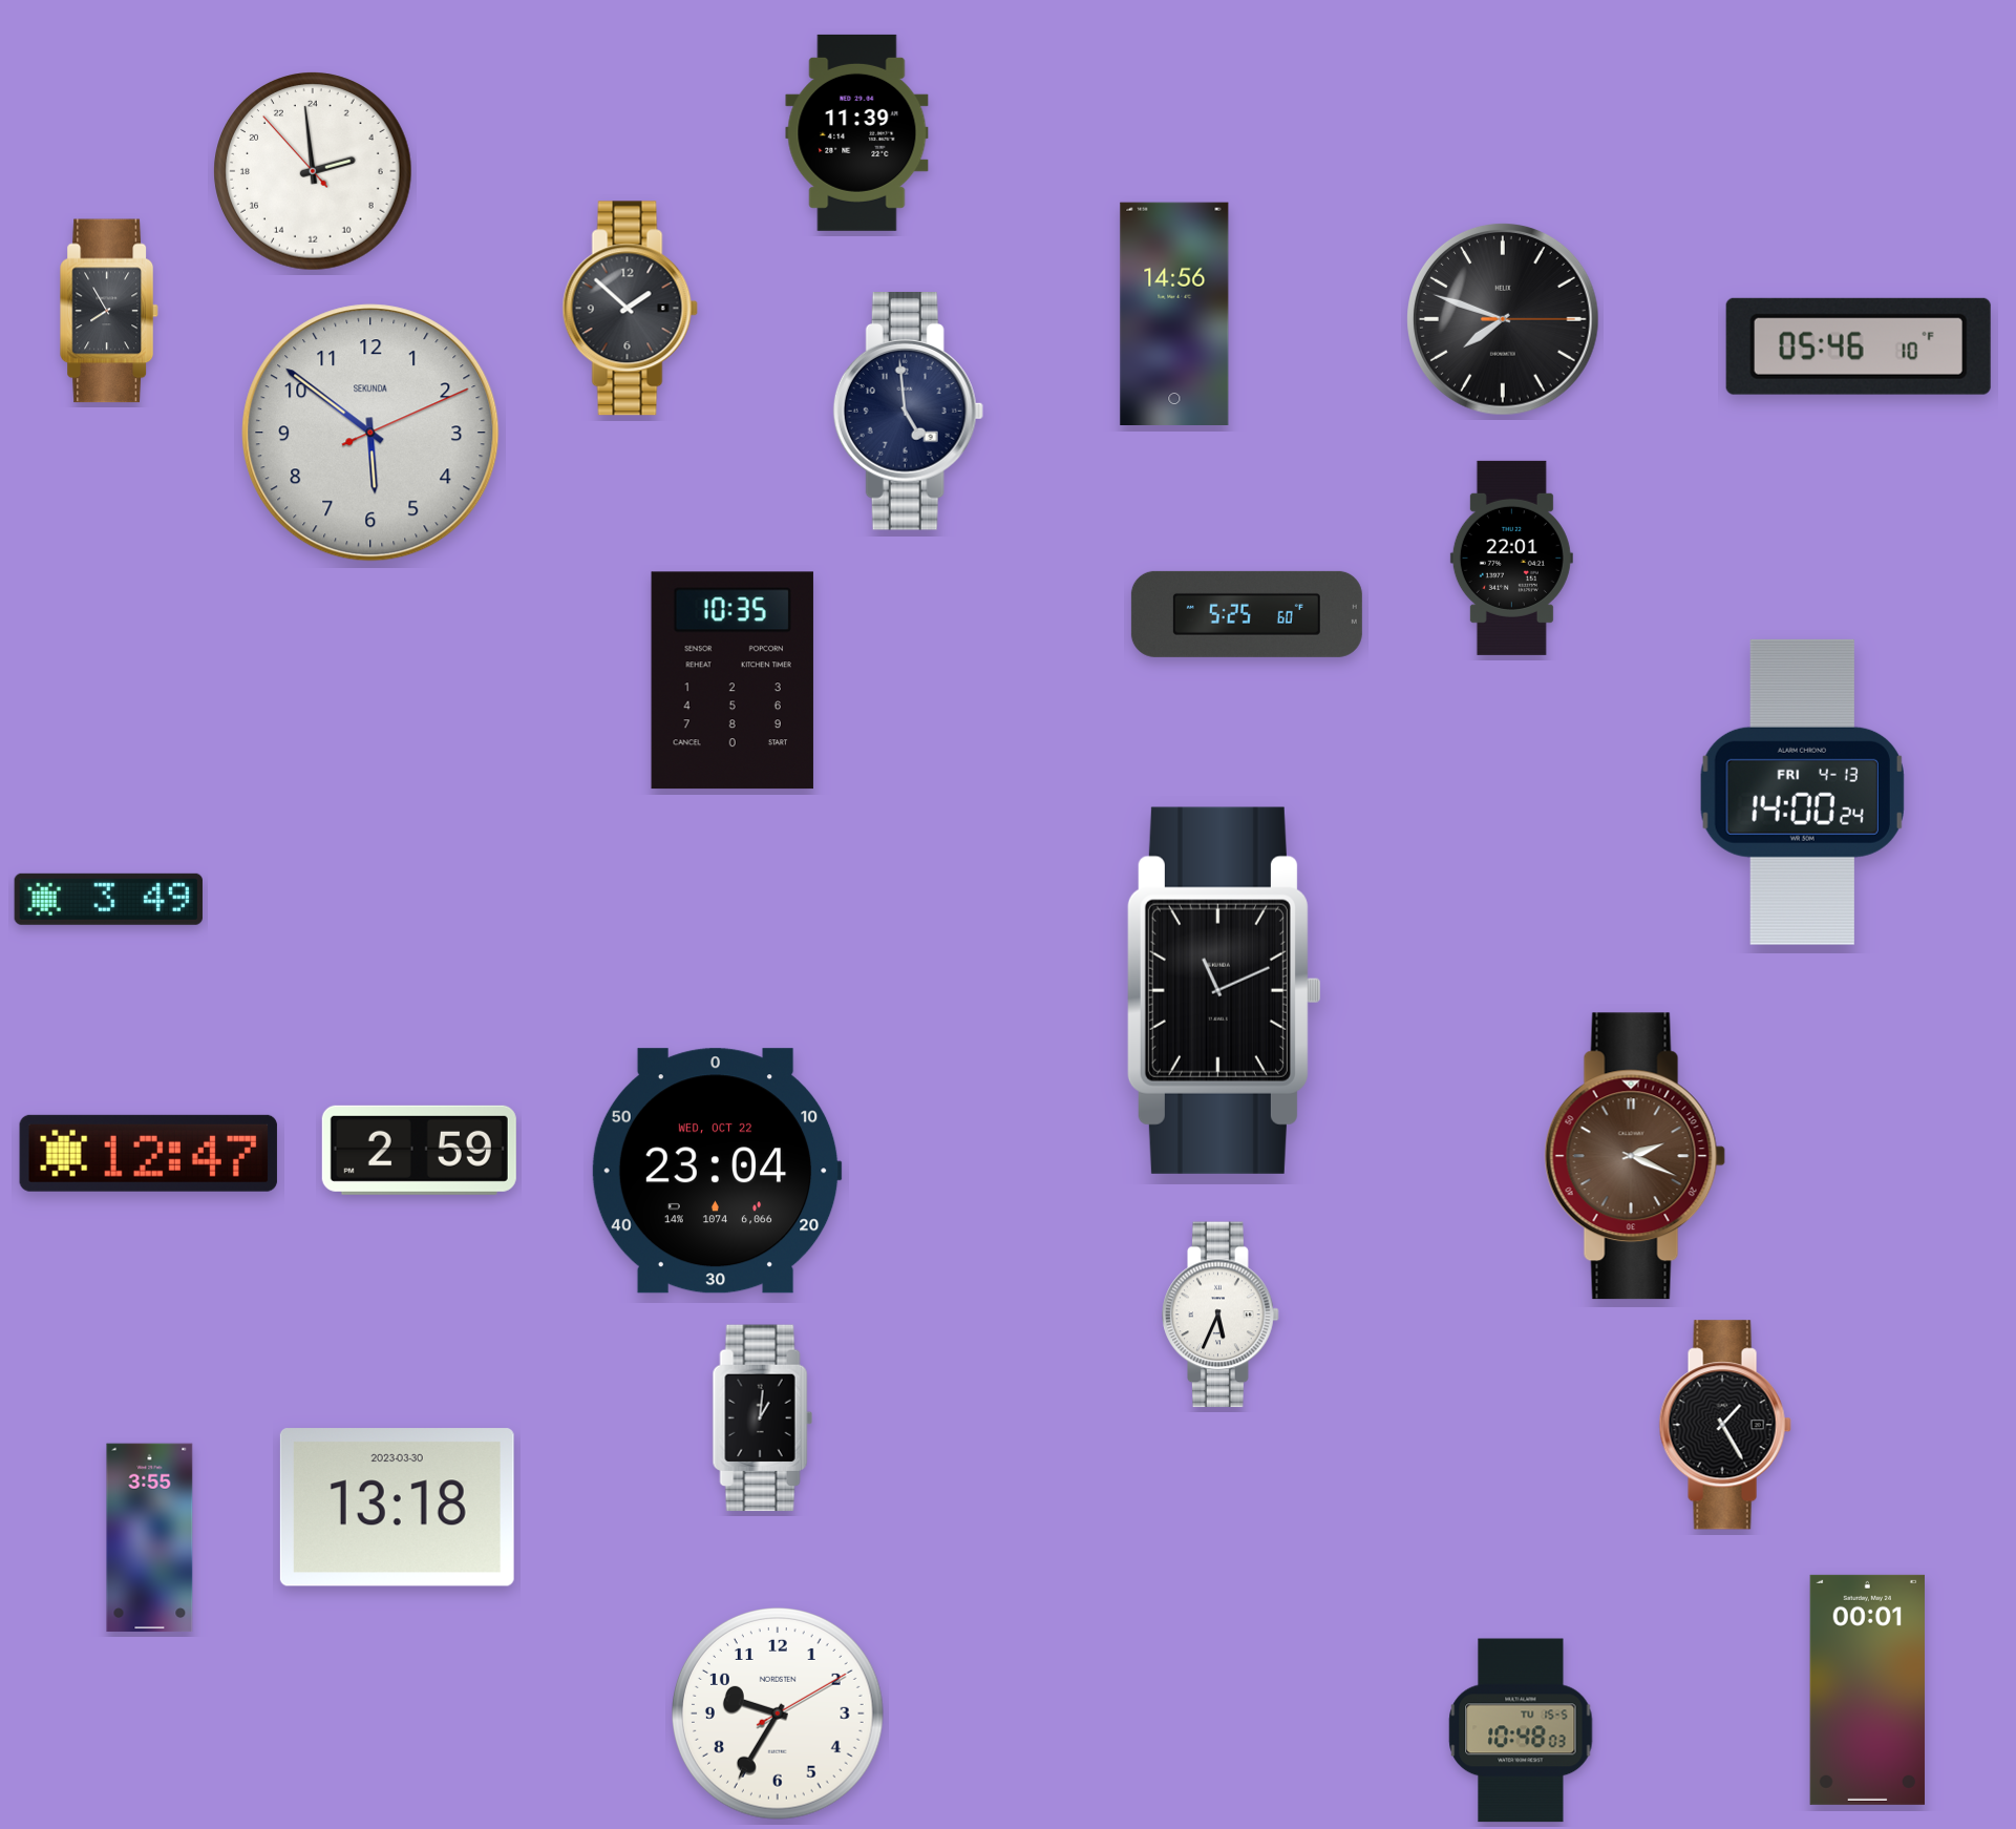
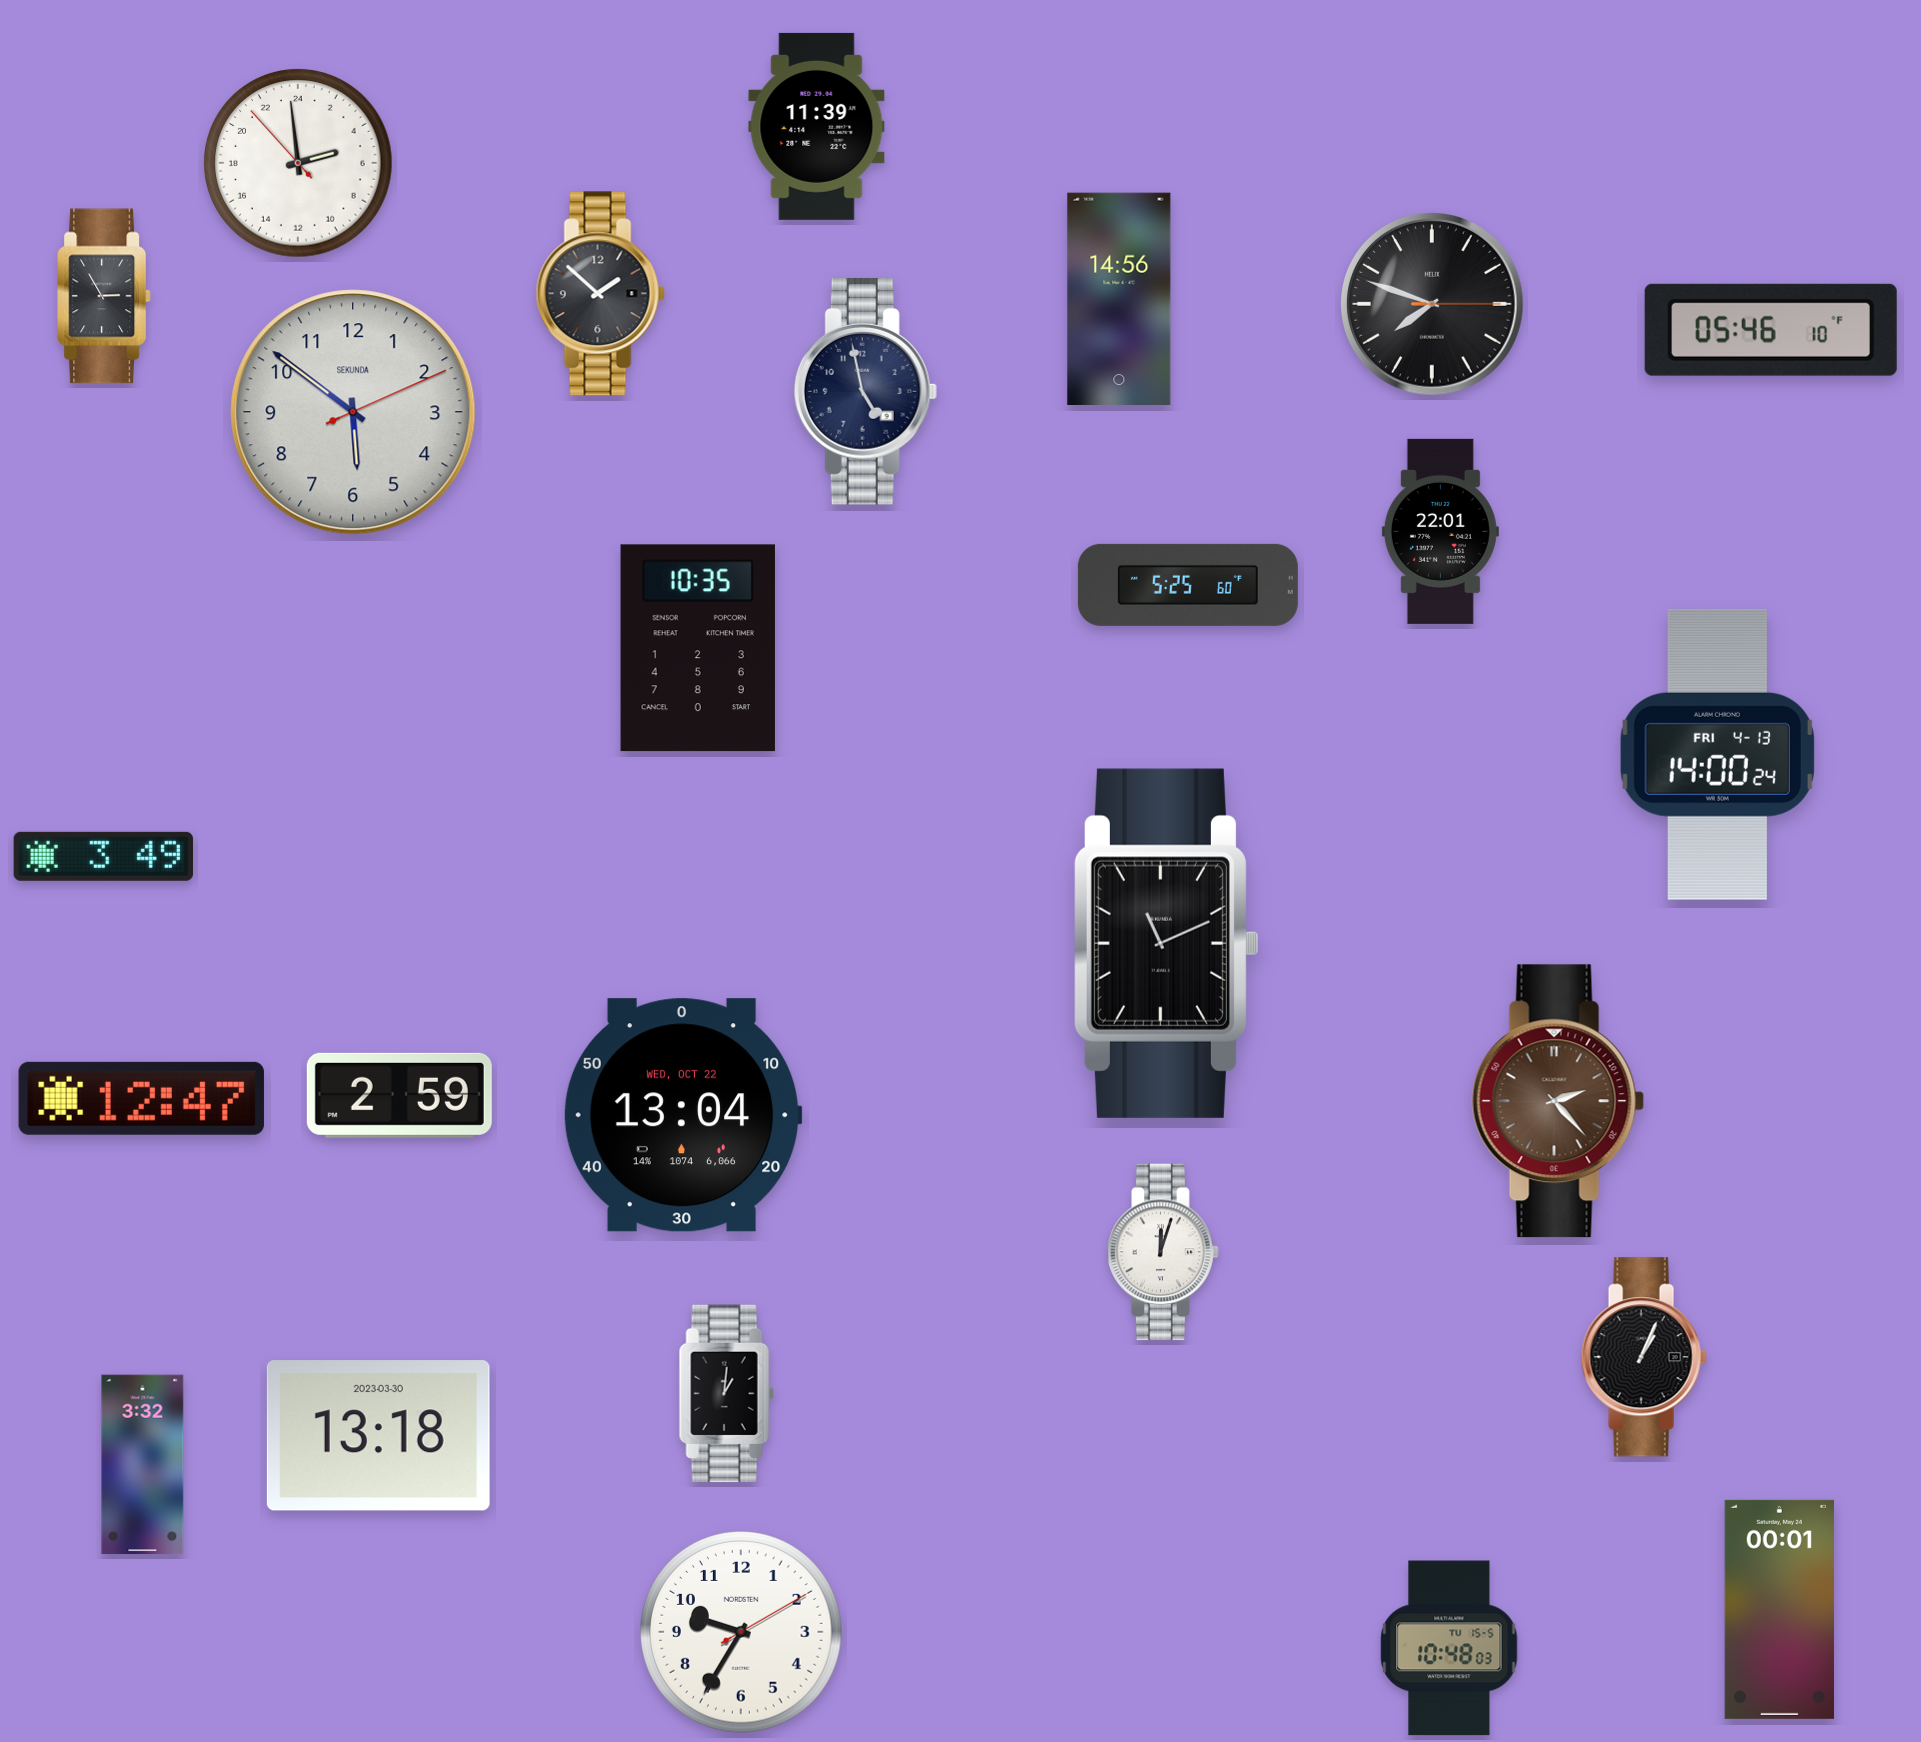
clock at (109, 311): 7:55 -> 2:55
clock at (908, 412): 4:59 -> 4:58
clock at (1635, 1156): 2:19 -> 2:23
clock at (717, 1171): 23:04 -> 13:04
clock at (1221, 1315): 5:34 -> 12:03
clock at (762, 1418) position: (762, 1418) -> (726, 1394)
clock at (1725, 1425): 1:25 -> 1:04
clock at (150, 1538): 3:55 -> 3:32
